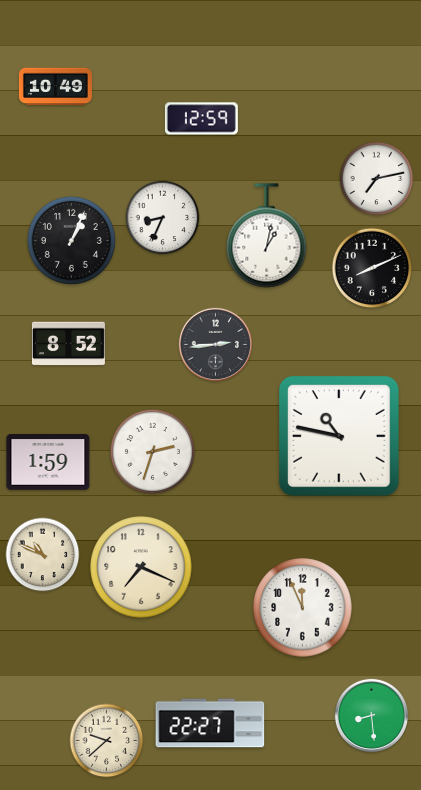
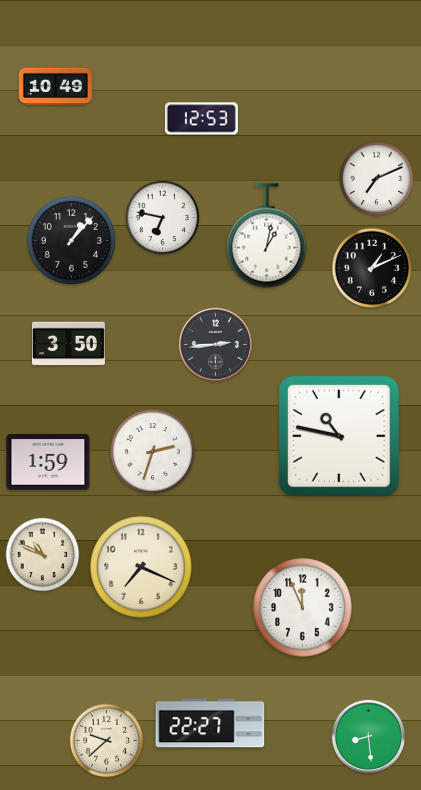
clock at (201, 119): 12:59 -> 12:53
clock at (377, 179): 7:13 -> 7:11
clock at (163, 218): 8:34 -> 6:47
clock at (71, 240): 1:04 -> 1:07
clock at (372, 268): 8:11 -> 1:11
clock at (68, 344): 8:52 -> 3:50
clock at (371, 715) position: (371, 715) -> (368, 736)
